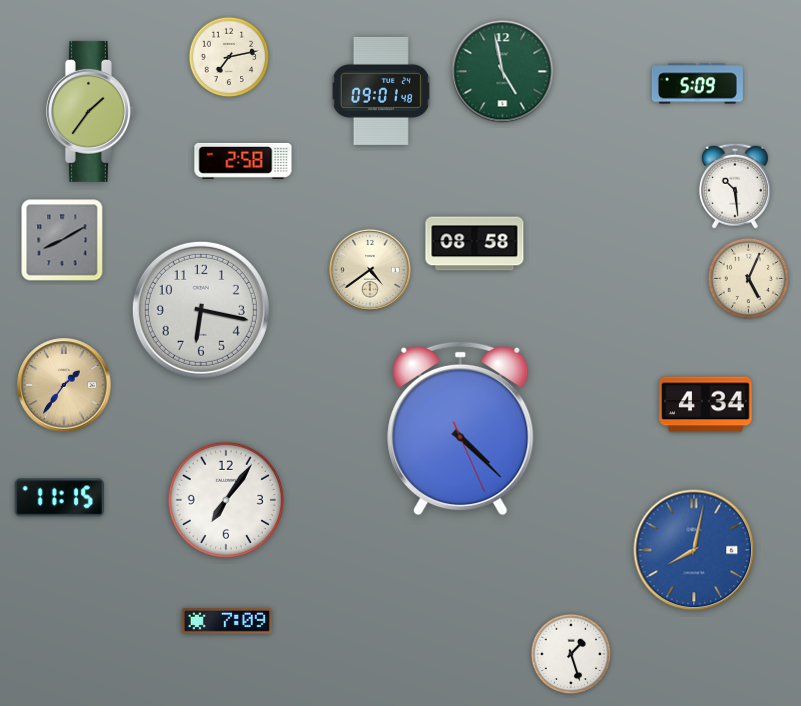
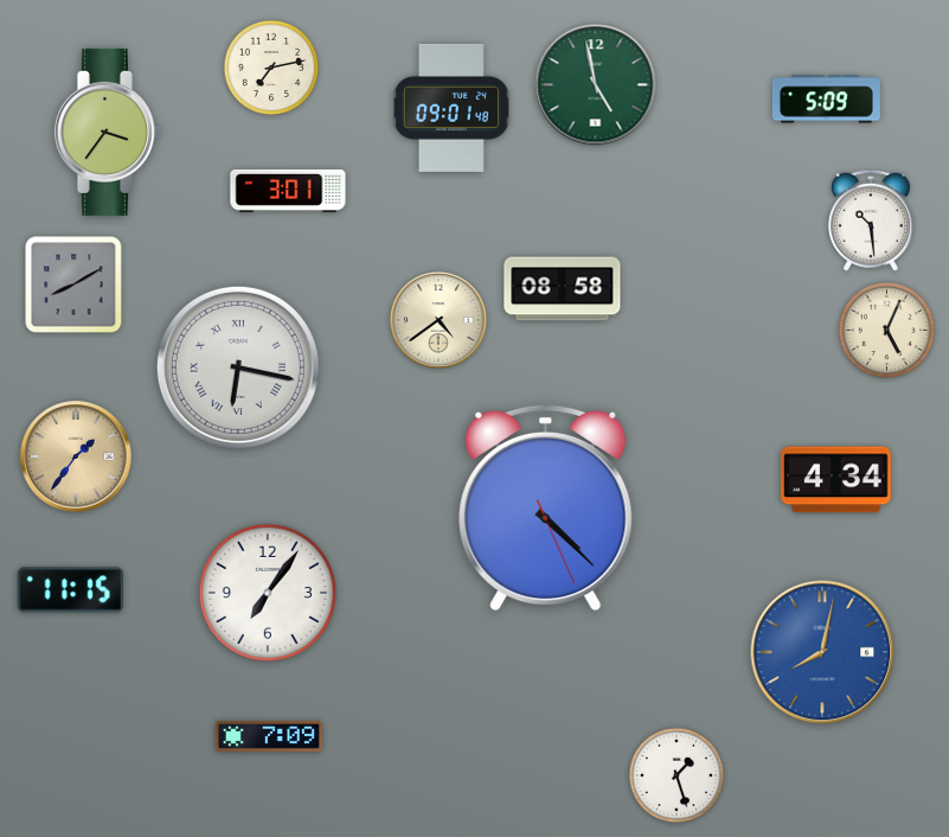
clock at (90, 111): 1:36 -> 3:36
clock at (243, 161): 2:58 -> 3:01
clock at (201, 310) numerals: Arabic -> Roman
